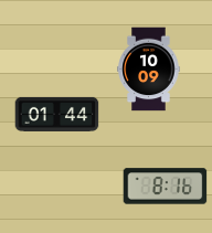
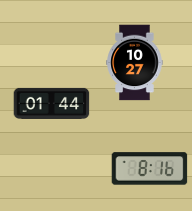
clock at (149, 70): 10:09 -> 10:27
